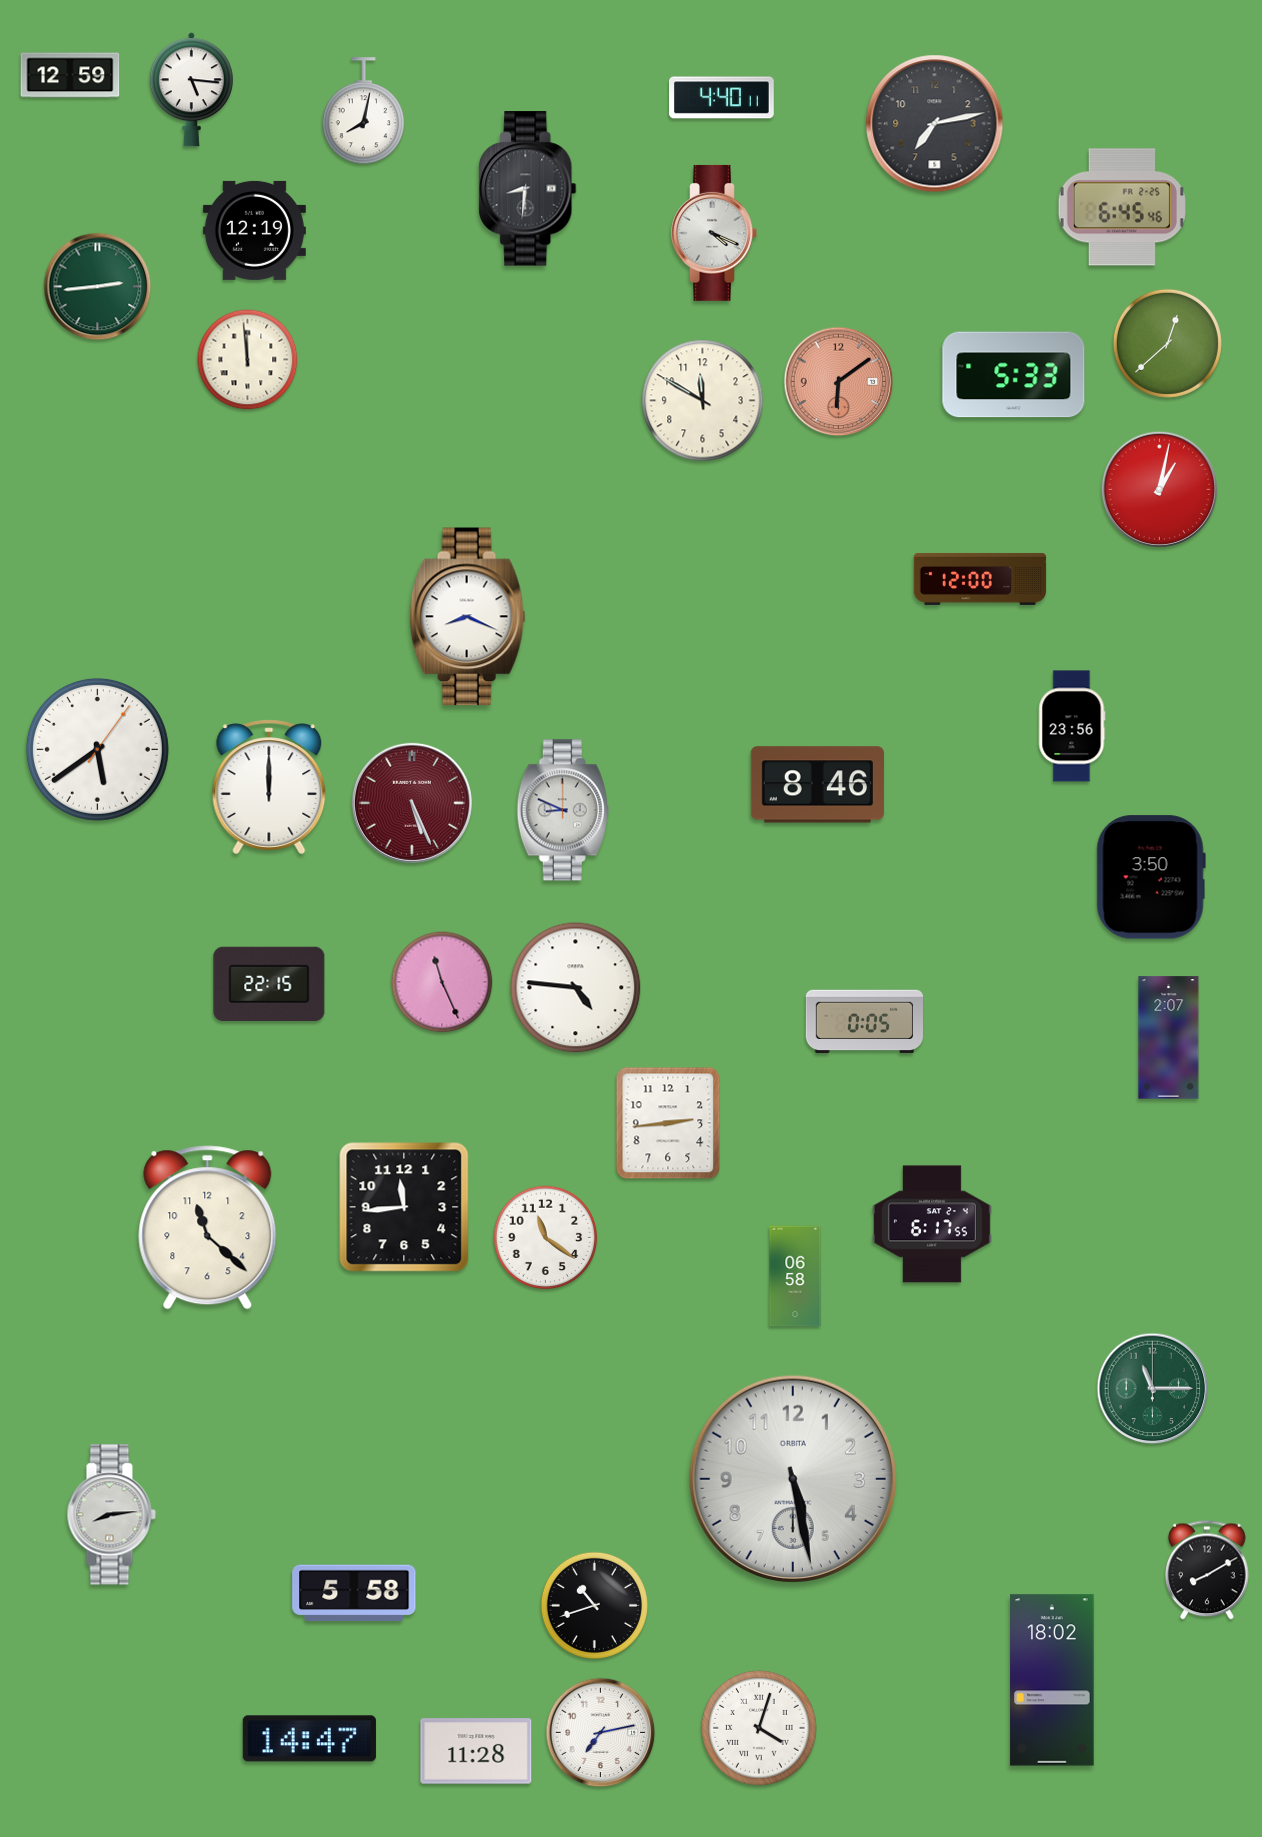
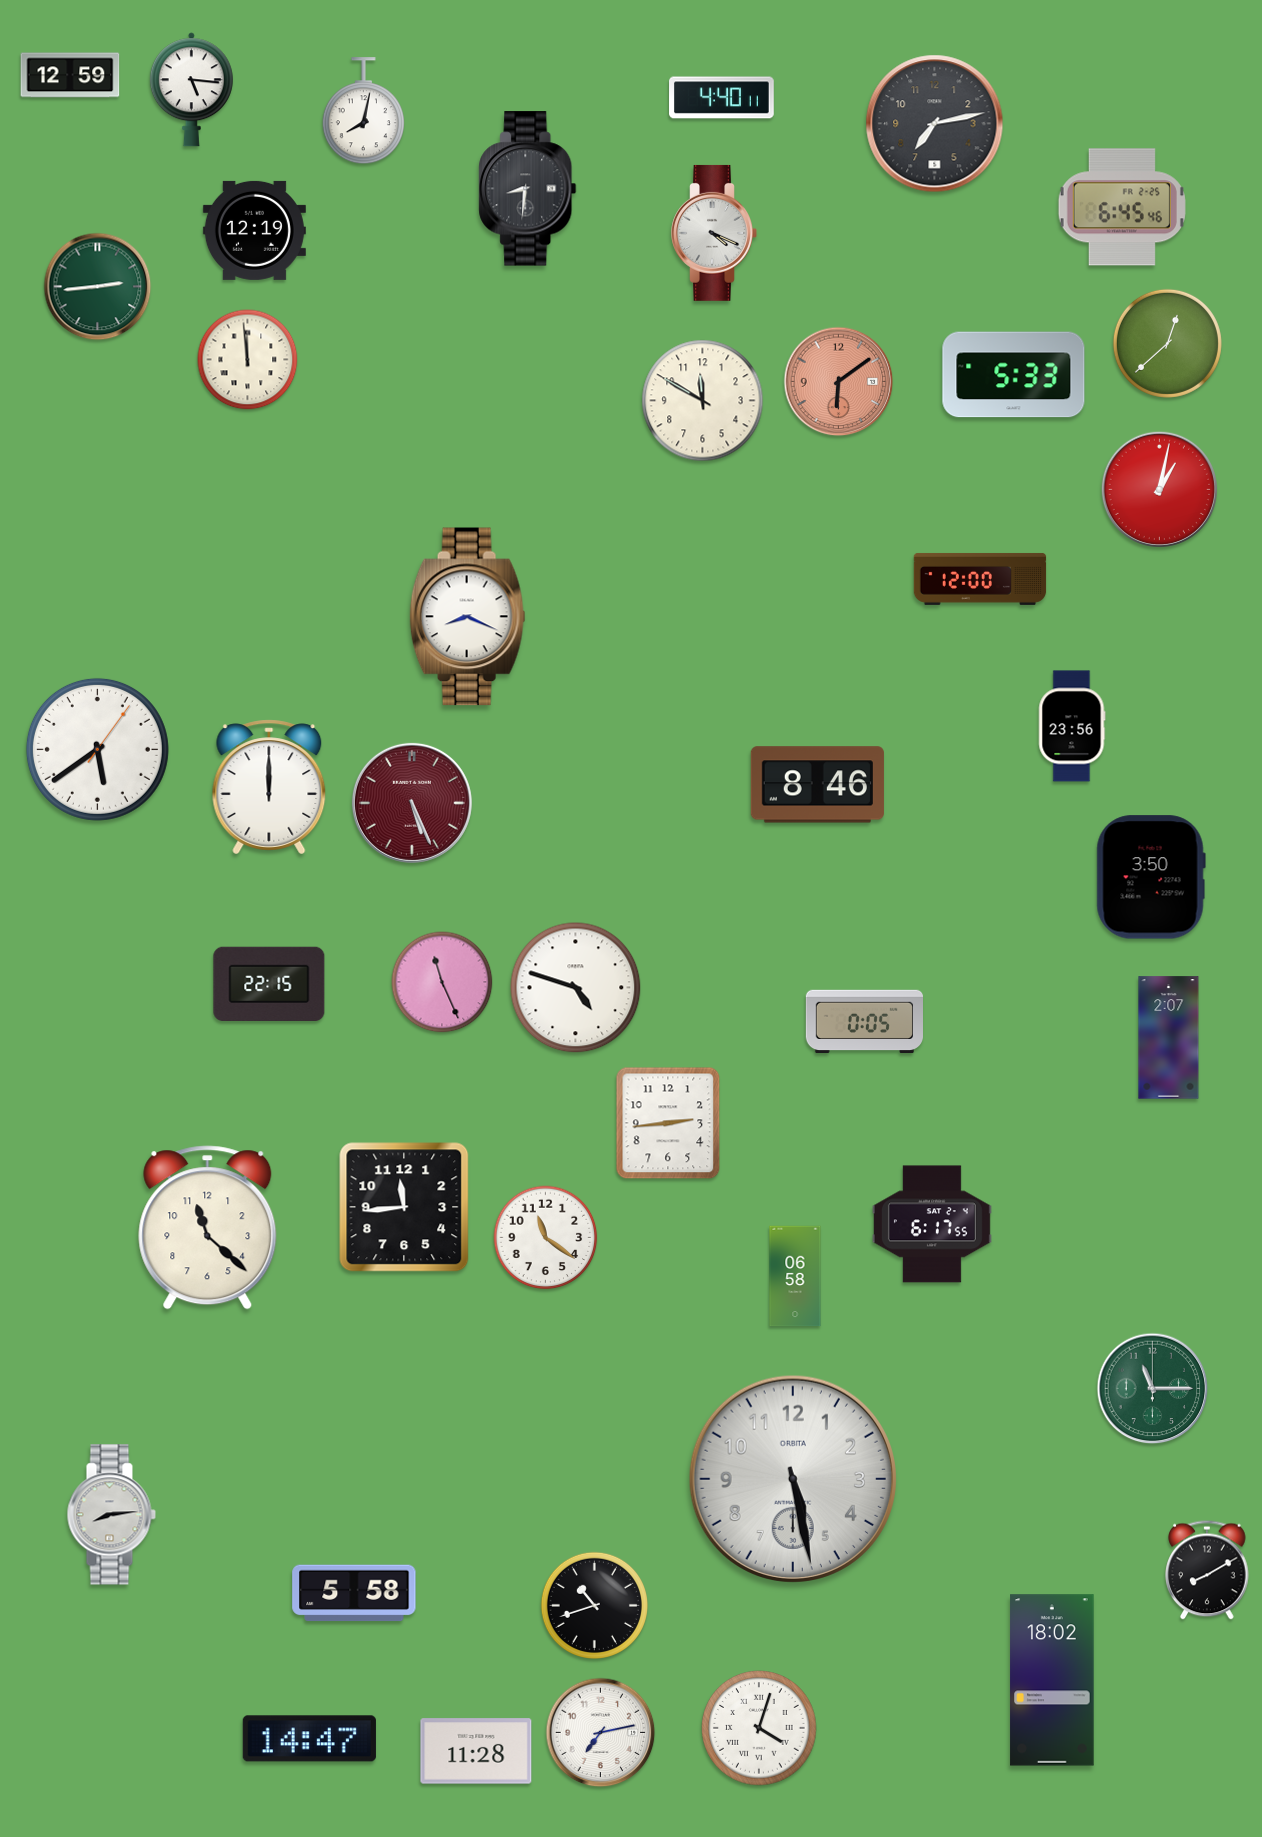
clock at (563, 810): 8:49 -> none
clock at (576, 988): 4:46 -> 4:48
